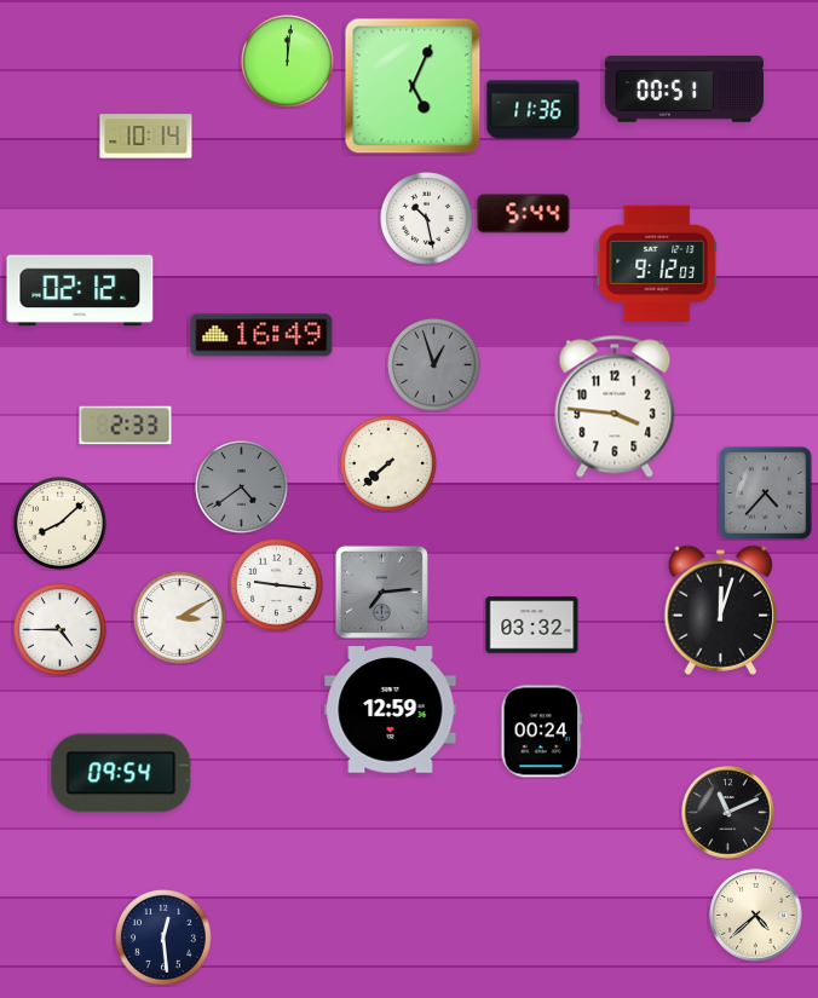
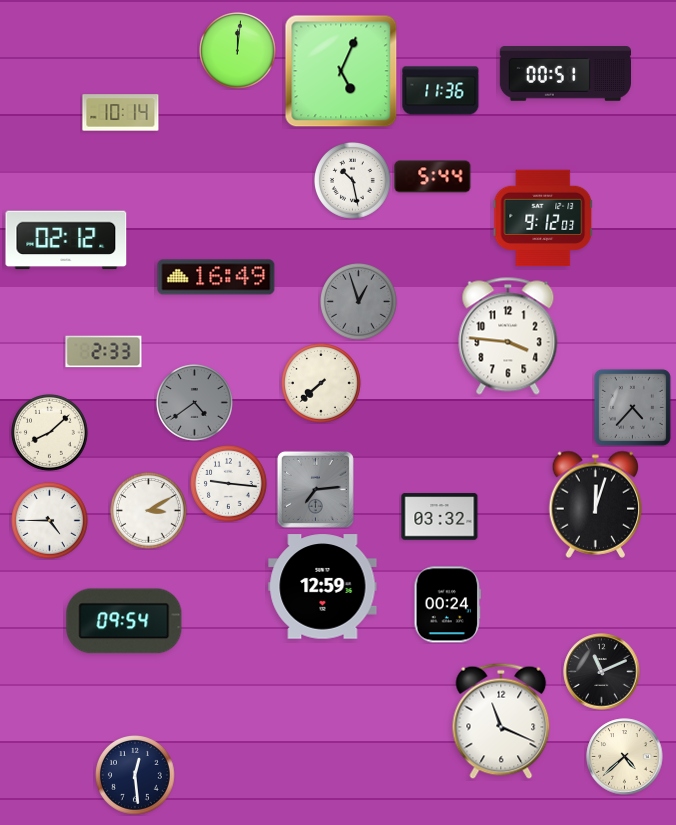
clock at (242, 488) position: (242, 488) -> (195, 403)
clock at (121, 773) position: (121, 773) -> (124, 621)
clock at (501, 721): none -> 11:19
